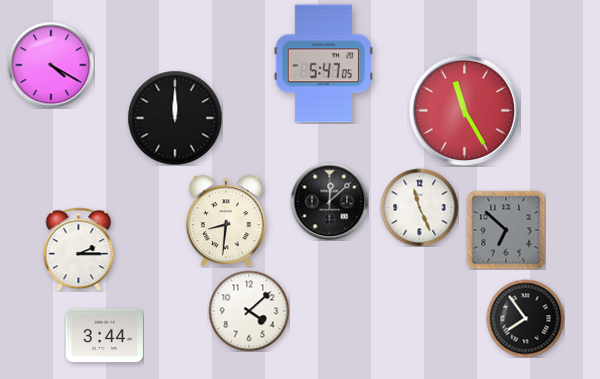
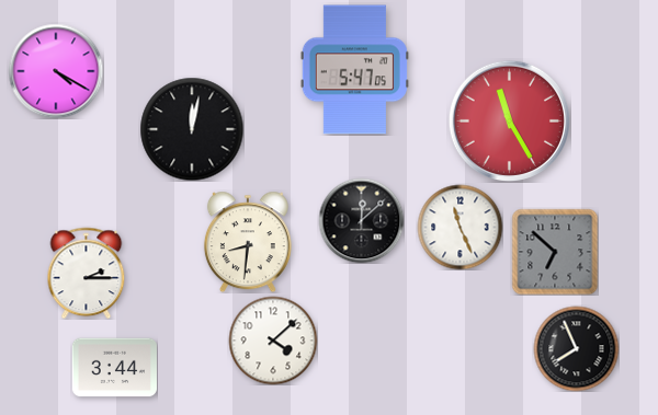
clock at (175, 118): 12:00 -> 12:02
clock at (525, 318): 7:54 -> 7:56
